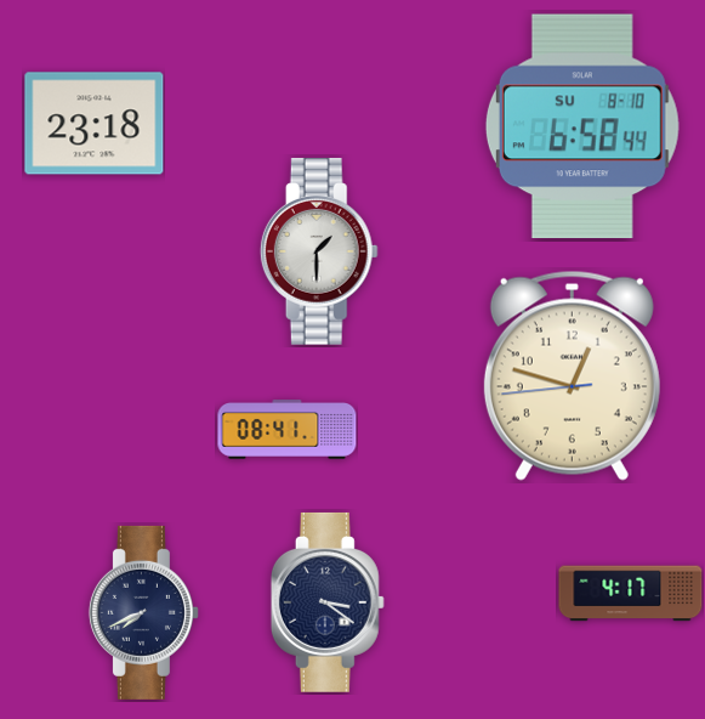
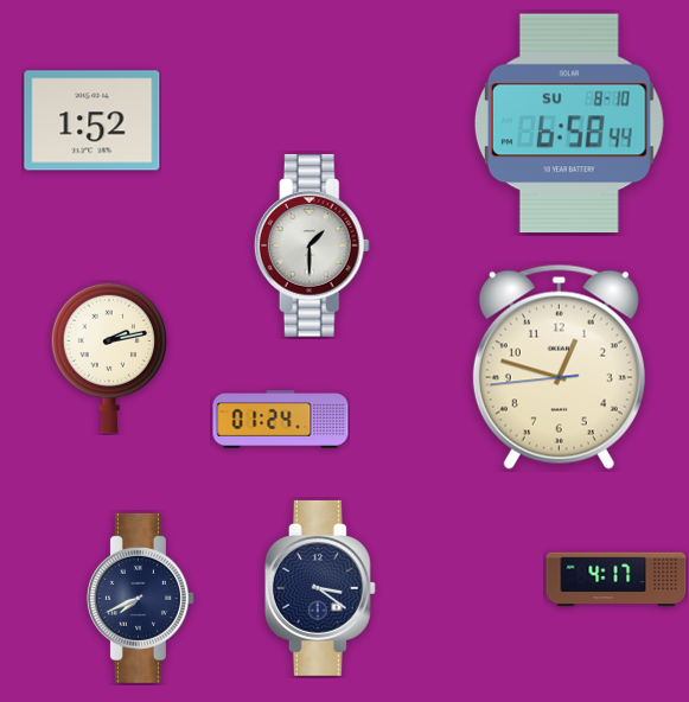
clock at (95, 124): 23:18 -> 1:52
clock at (109, 358): none -> 2:13
clock at (288, 430): 08:41 -> 01:24
